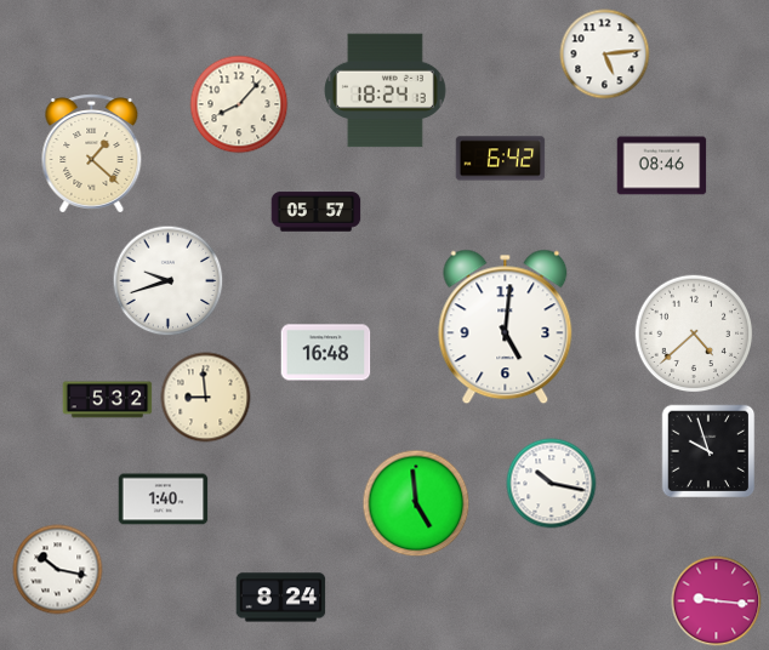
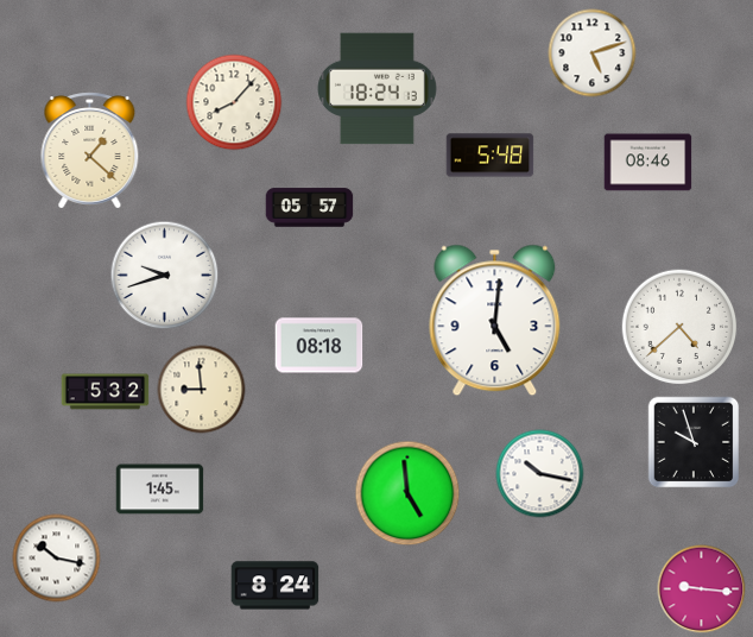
clock at (605, 55): 5:14 -> 5:12
clock at (501, 159): 6:42 -> 5:48
clock at (326, 353): 16:48 -> 08:18
clock at (164, 500): 1:40 -> 1:45
